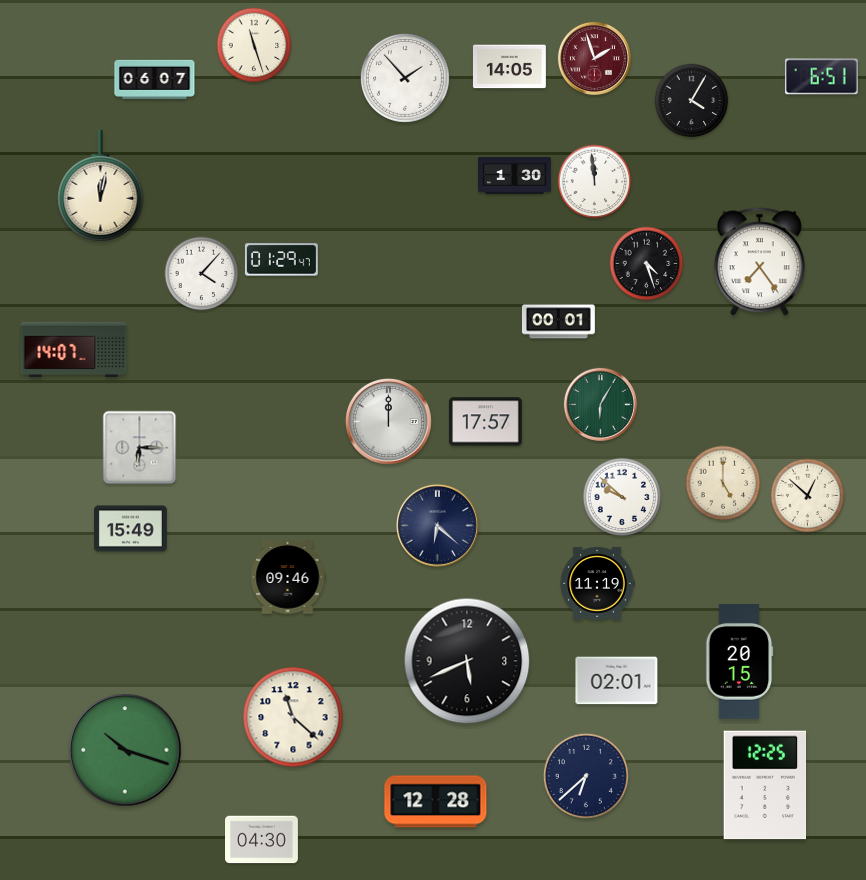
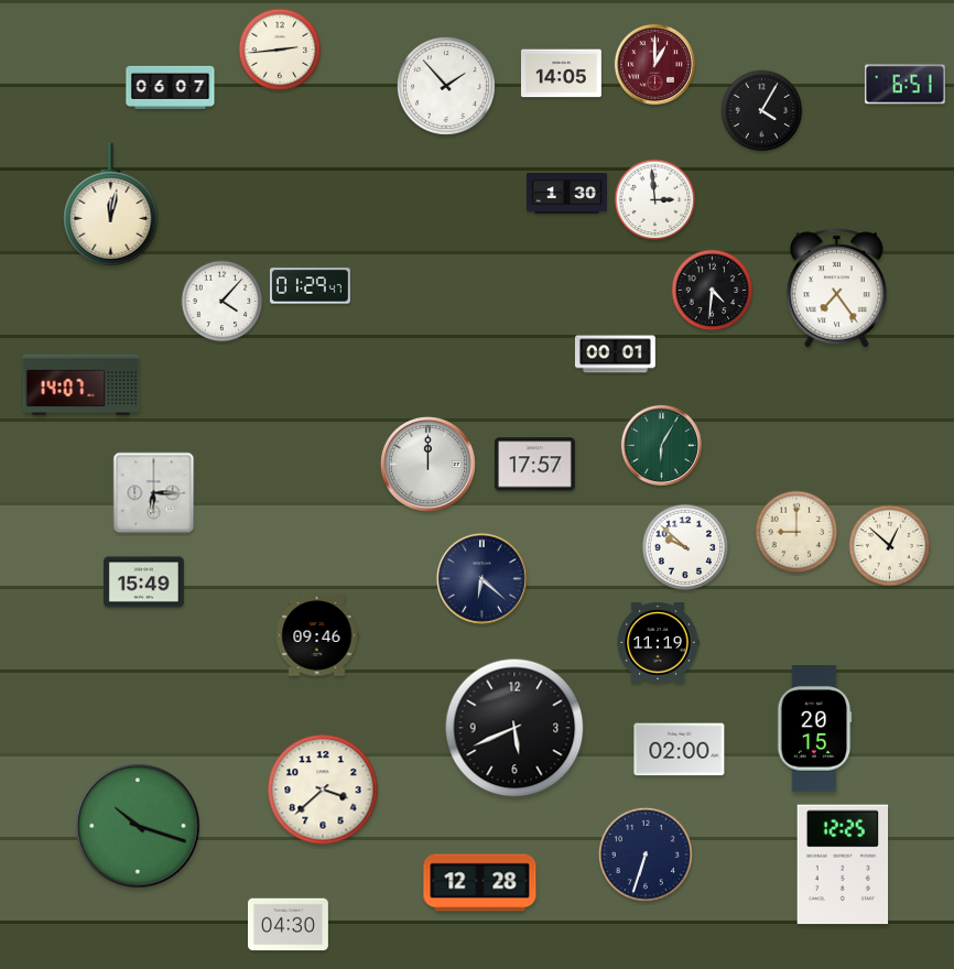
clock at (254, 45): 11:27 -> 2:44
clock at (594, 58): 1:57 -> 1:00
clock at (595, 182): 11:59 -> 2:59
clock at (647, 264): 4:27 -> 4:31
clock at (723, 483): 5:00 -> 9:00
clock at (617, 681): 02:01 -> 02:00
clock at (293, 717): 11:22 -> 3:38
clock at (586, 776): 6:38 -> 6:33
